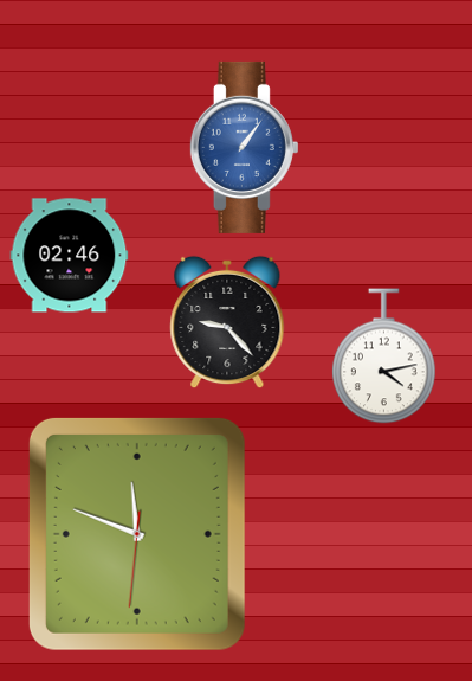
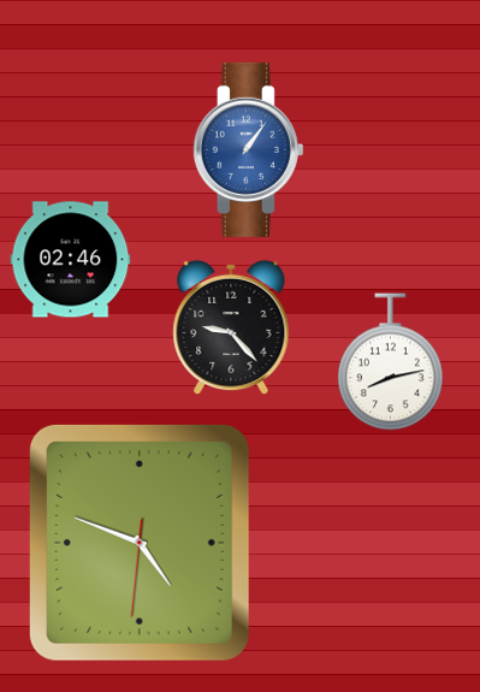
clock at (384, 356): 4:13 -> 8:13
clock at (137, 534): 11:48 -> 4:48
